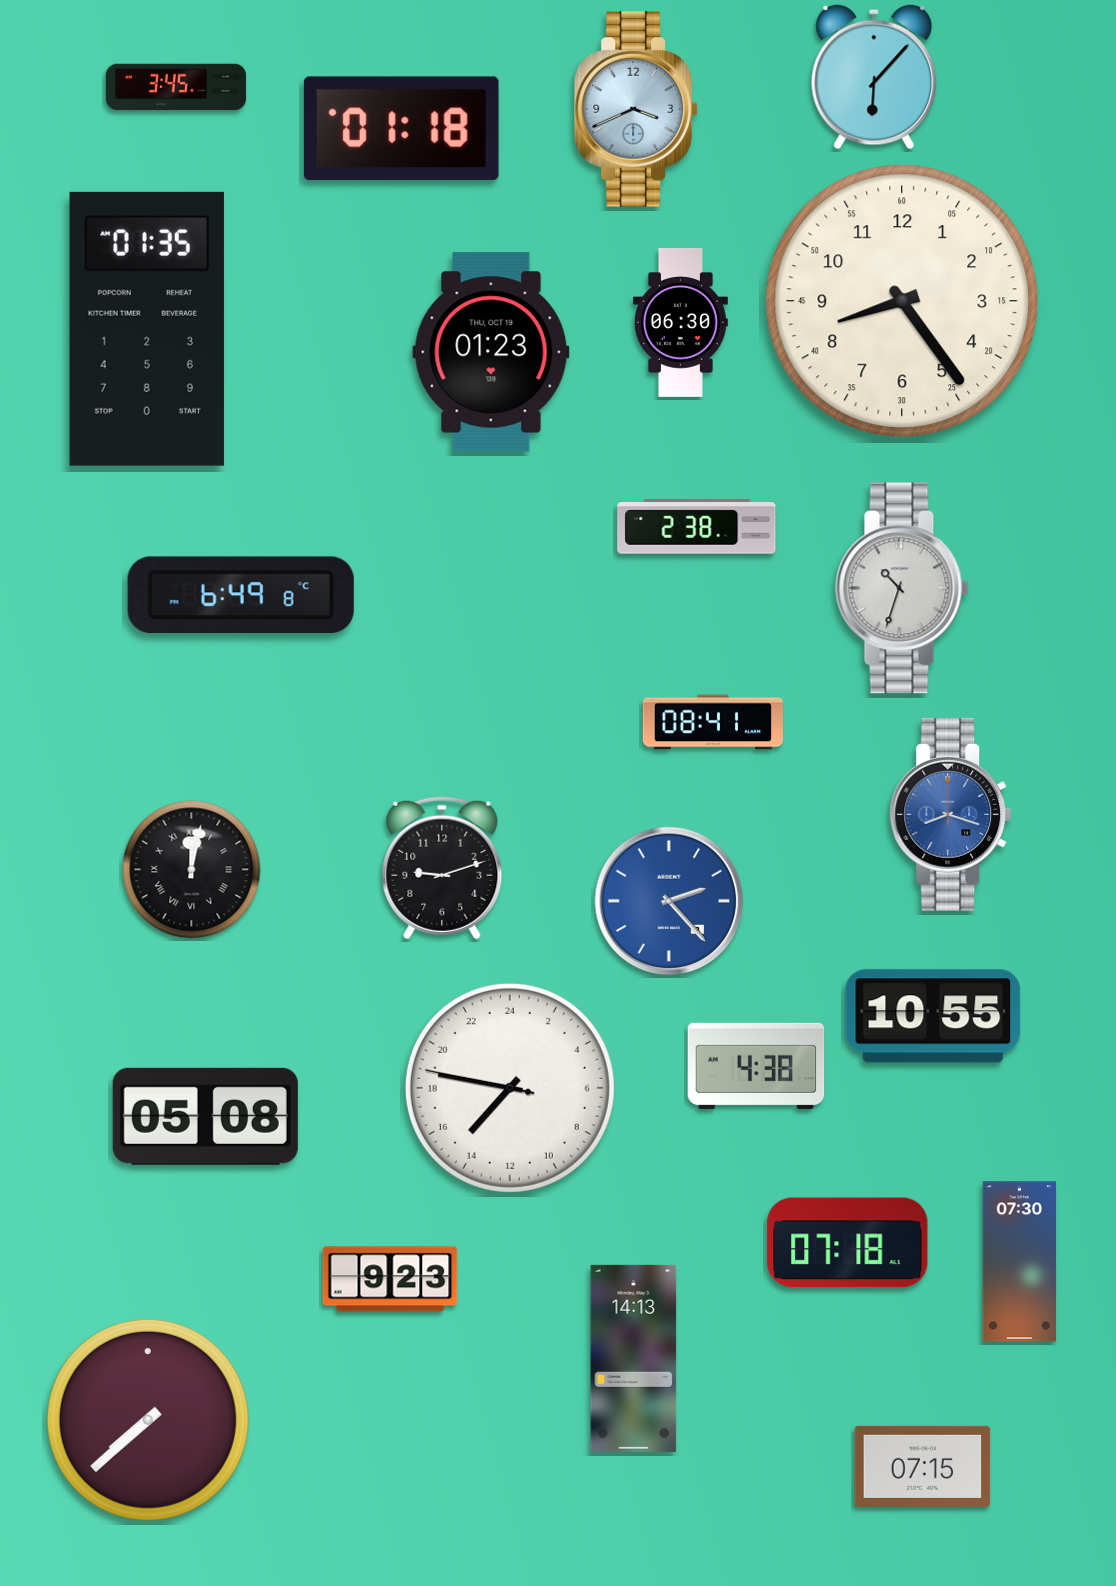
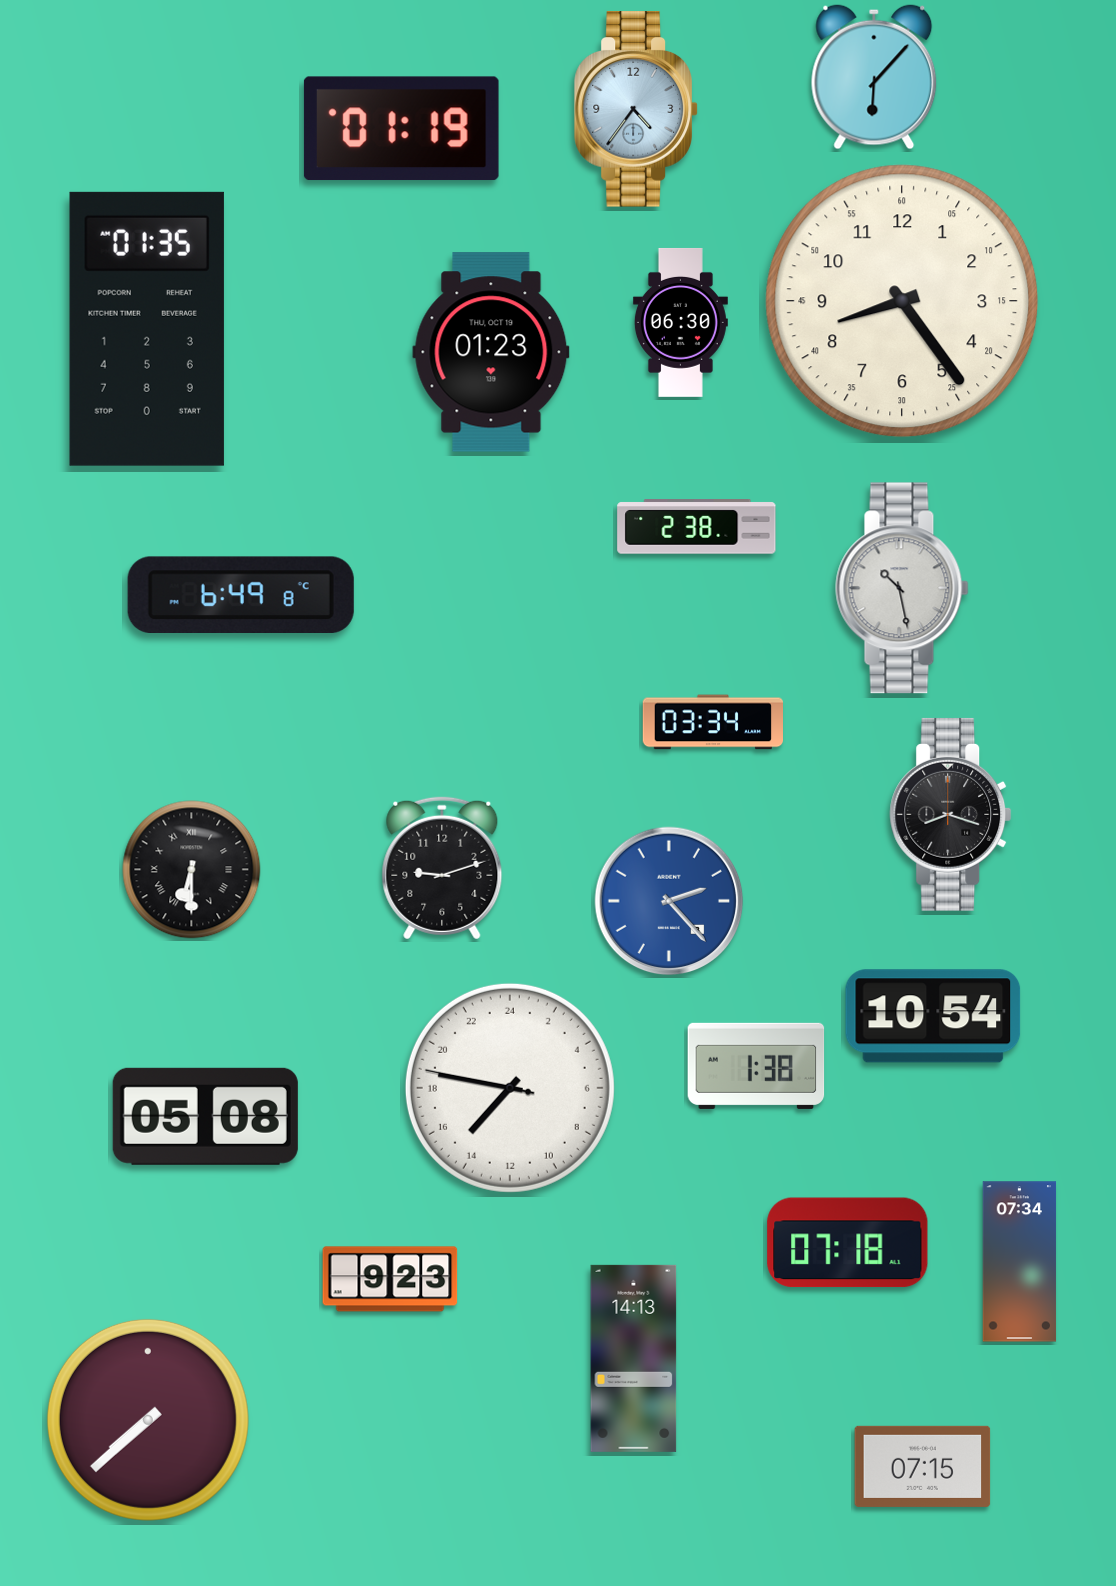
clock at (176, 87): 3:45 -> none
clock at (636, 109): 3:41 -> 4:36
clock at (401, 128): 01:18 -> 01:19
clock at (902, 588): 10:33 -> 10:28
clock at (713, 722): 08:41 -> 03:34
clock at (951, 814) dial: blue -> black
clock at (192, 870): 12:02 -> 6:30
clock at (933, 1016): 10:55 -> 10:54
clock at (756, 1066): 4:38 -> 1:38
clock at (1020, 1262): 07:30 -> 07:34
